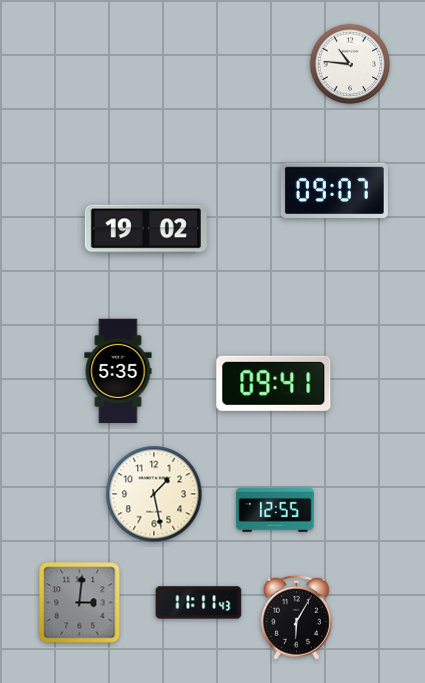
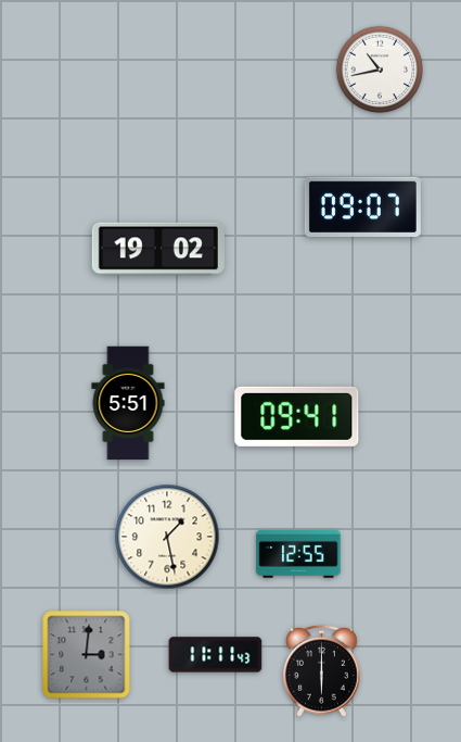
clock at (350, 64): 10:46 -> 10:43
clock at (118, 371): 5:35 -> 5:51
clock at (297, 617): 6:05 -> 6:00
